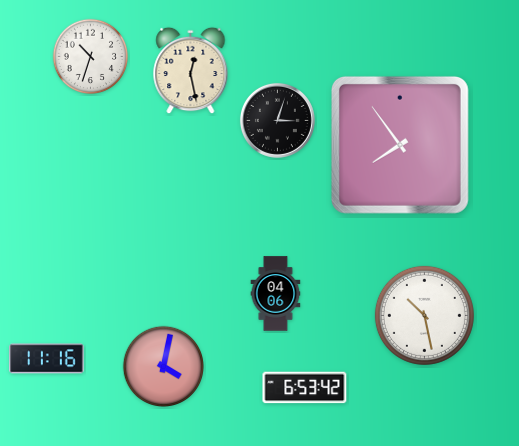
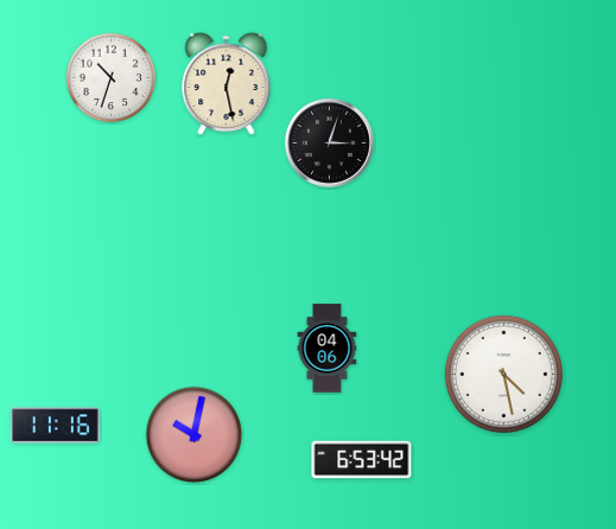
clock at (91, 57) position: (91, 57) -> (112, 78)
clock at (400, 145): 7:54 -> none
clock at (424, 315): 10:28 -> 4:28
clock at (164, 367): 4:02 -> 10:02
